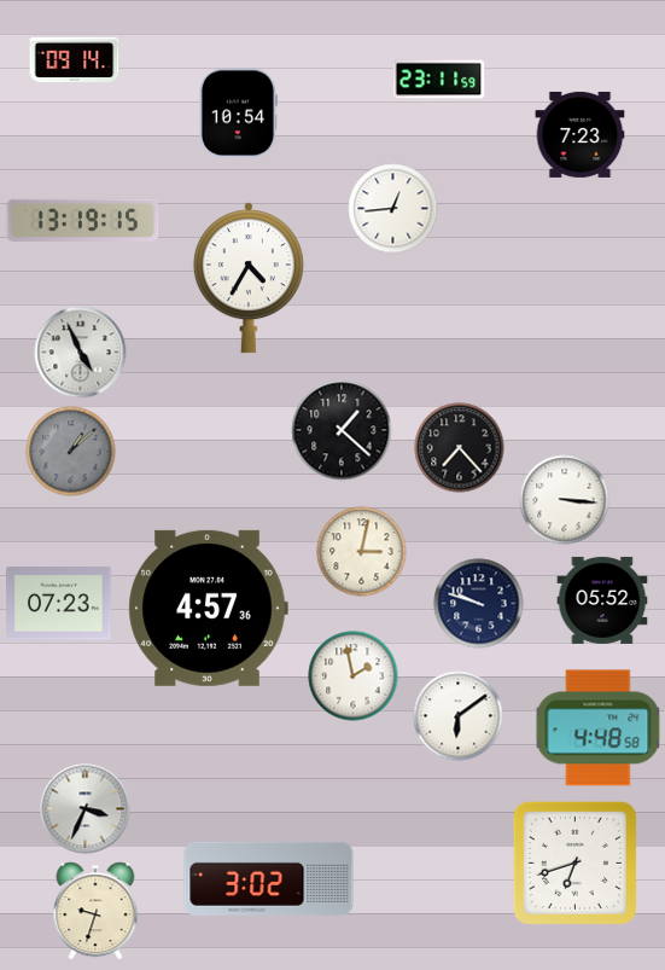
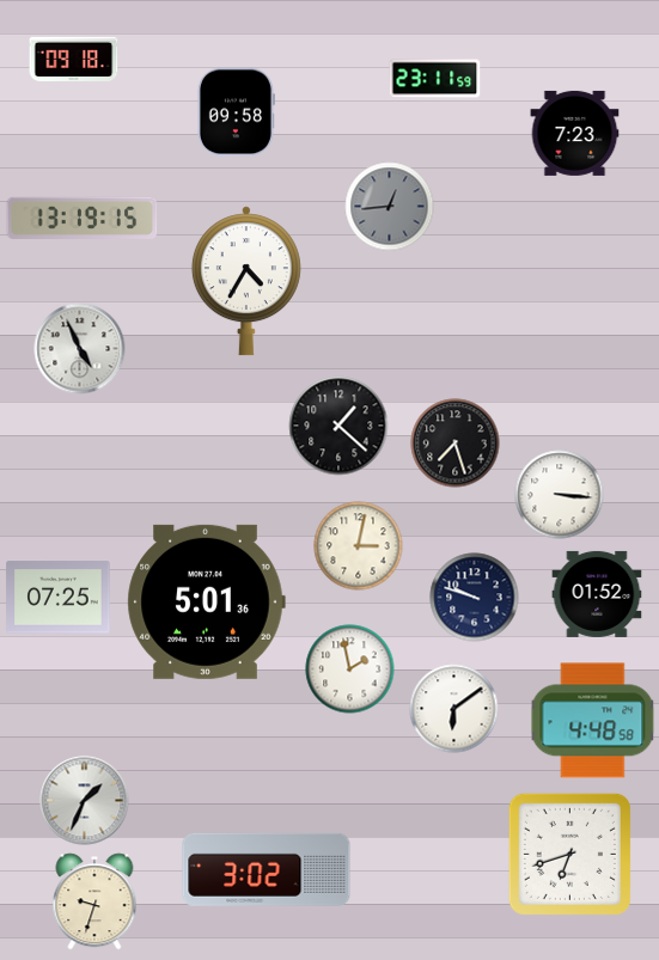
clock at (75, 60): 09:14 -> 09:18
clock at (238, 114): 10:54 -> 09:58
clock at (393, 209) dial: white -> grey
clock at (249, 278) position: (249, 278) -> (246, 281)
clock at (460, 448): 7:23 -> 7:27
clock at (71, 452): 1:08 -> none
clock at (602, 600): 05:52 -> 01:52
clock at (59, 604): 07:23 -> 07:25
clock at (208, 608): 4:57 -> 5:01
clock at (86, 809): 3:34 -> 1:34
